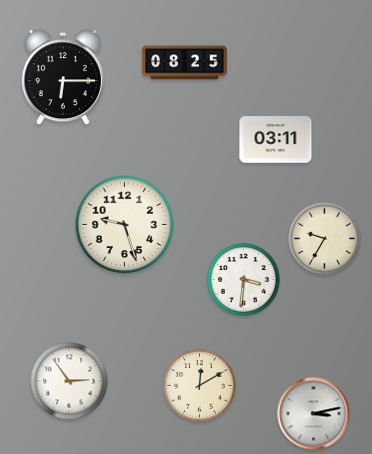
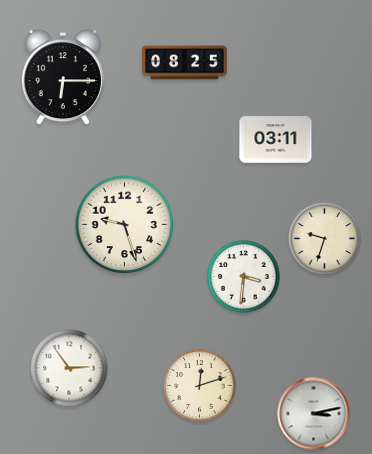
clock at (325, 239): 9:35 -> 9:33
clock at (244, 280) position: (244, 280) -> (244, 277)
clock at (69, 381) position: (69, 381) -> (69, 368)
clock at (200, 386): 12:10 -> 12:12
